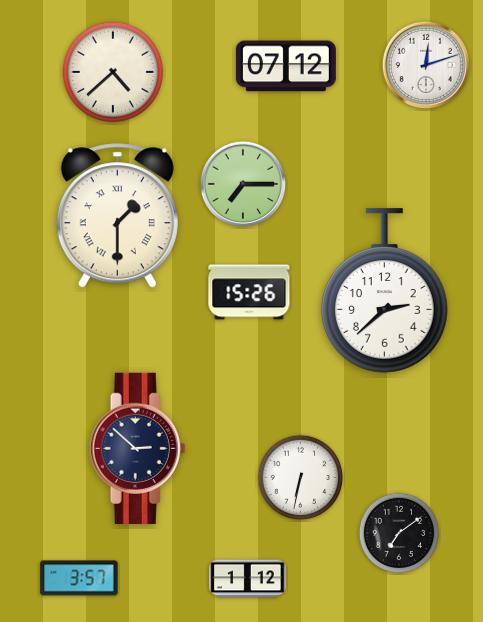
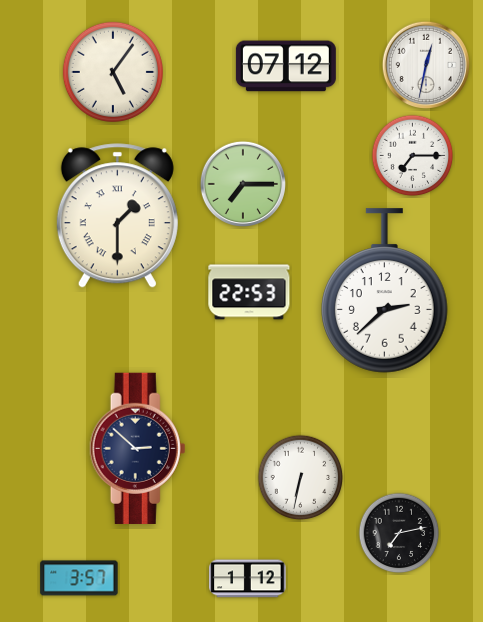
clock at (425, 64): 12:12 -> 12:32
clock at (113, 72): 4:38 -> 5:06
clock at (413, 156): none -> 7:15
clock at (249, 292): 15:26 -> 22:53
clock at (399, 533): 7:09 -> 7:13
